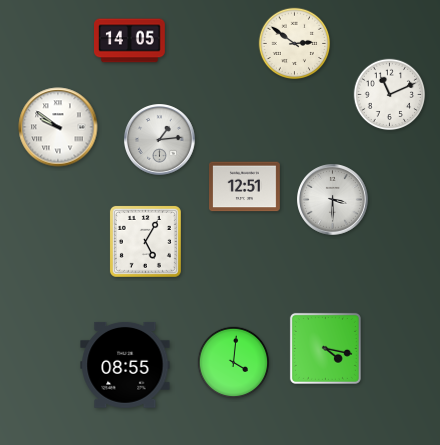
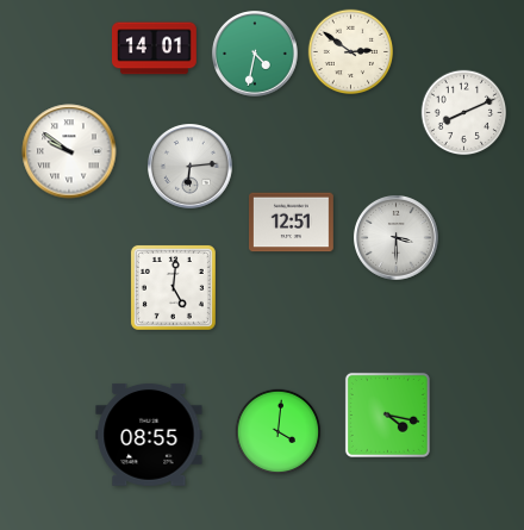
clock at (130, 41): 14:05 -> 14:01
clock at (255, 54): none -> 4:32
clock at (390, 95): 11:11 -> 8:11
clock at (160, 140): 1:14 -> 6:14
clock at (145, 241): 5:05 -> 5:01
